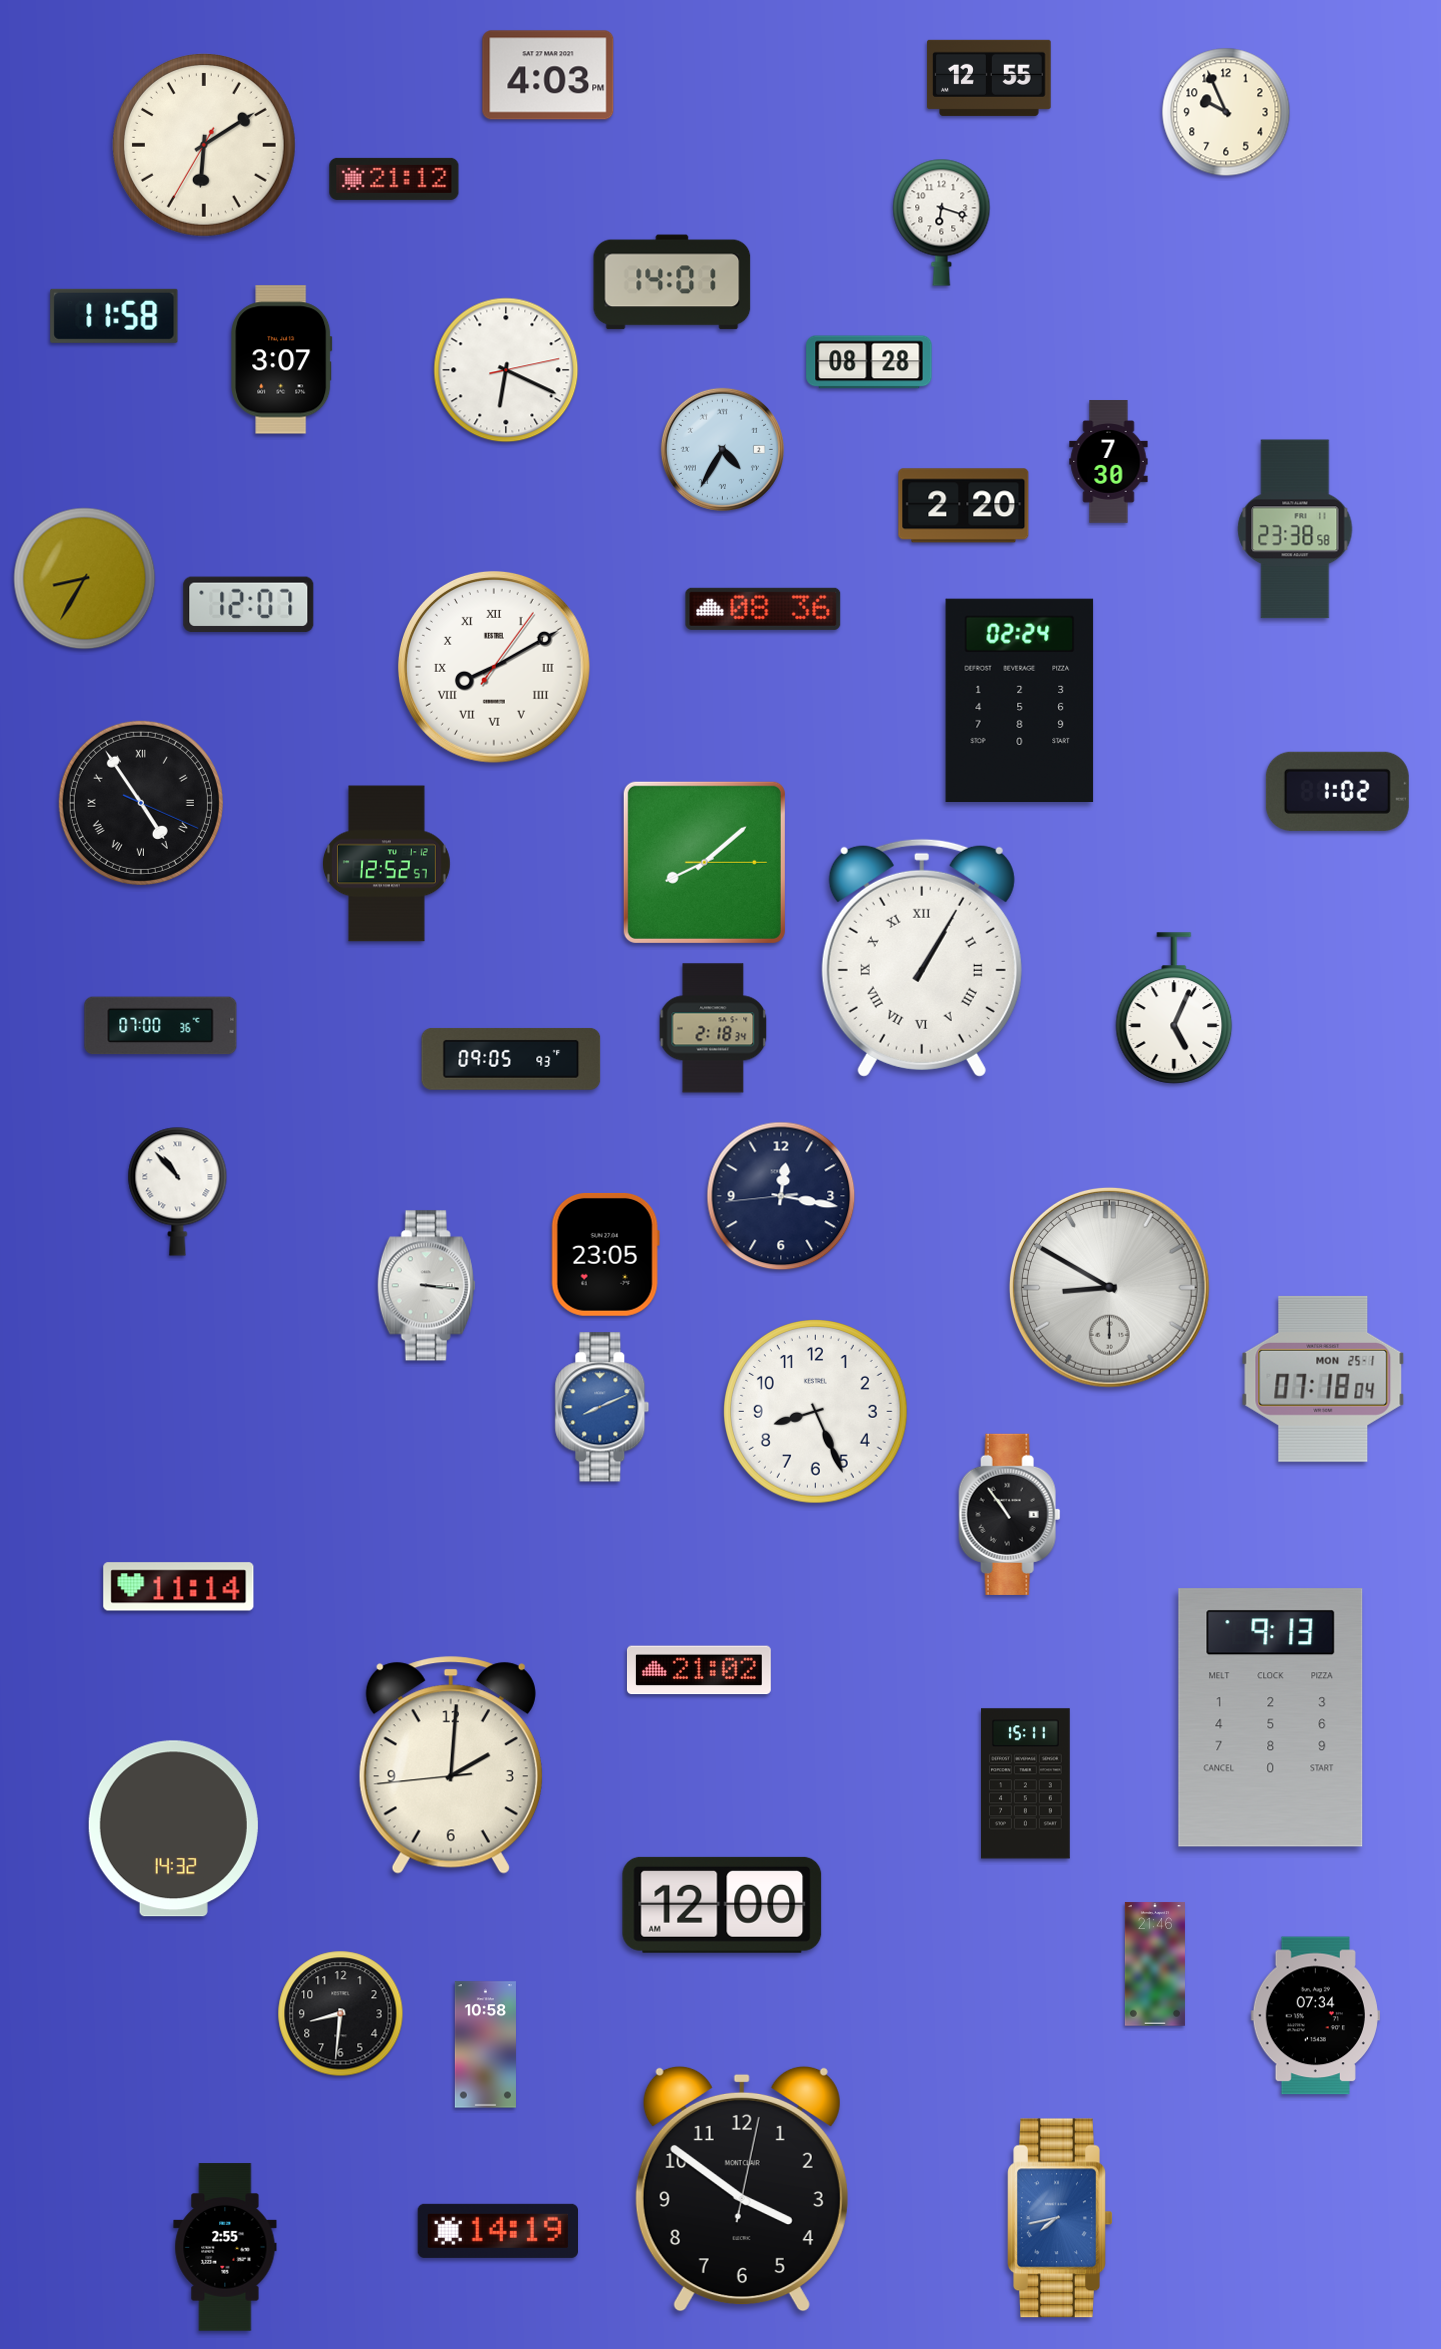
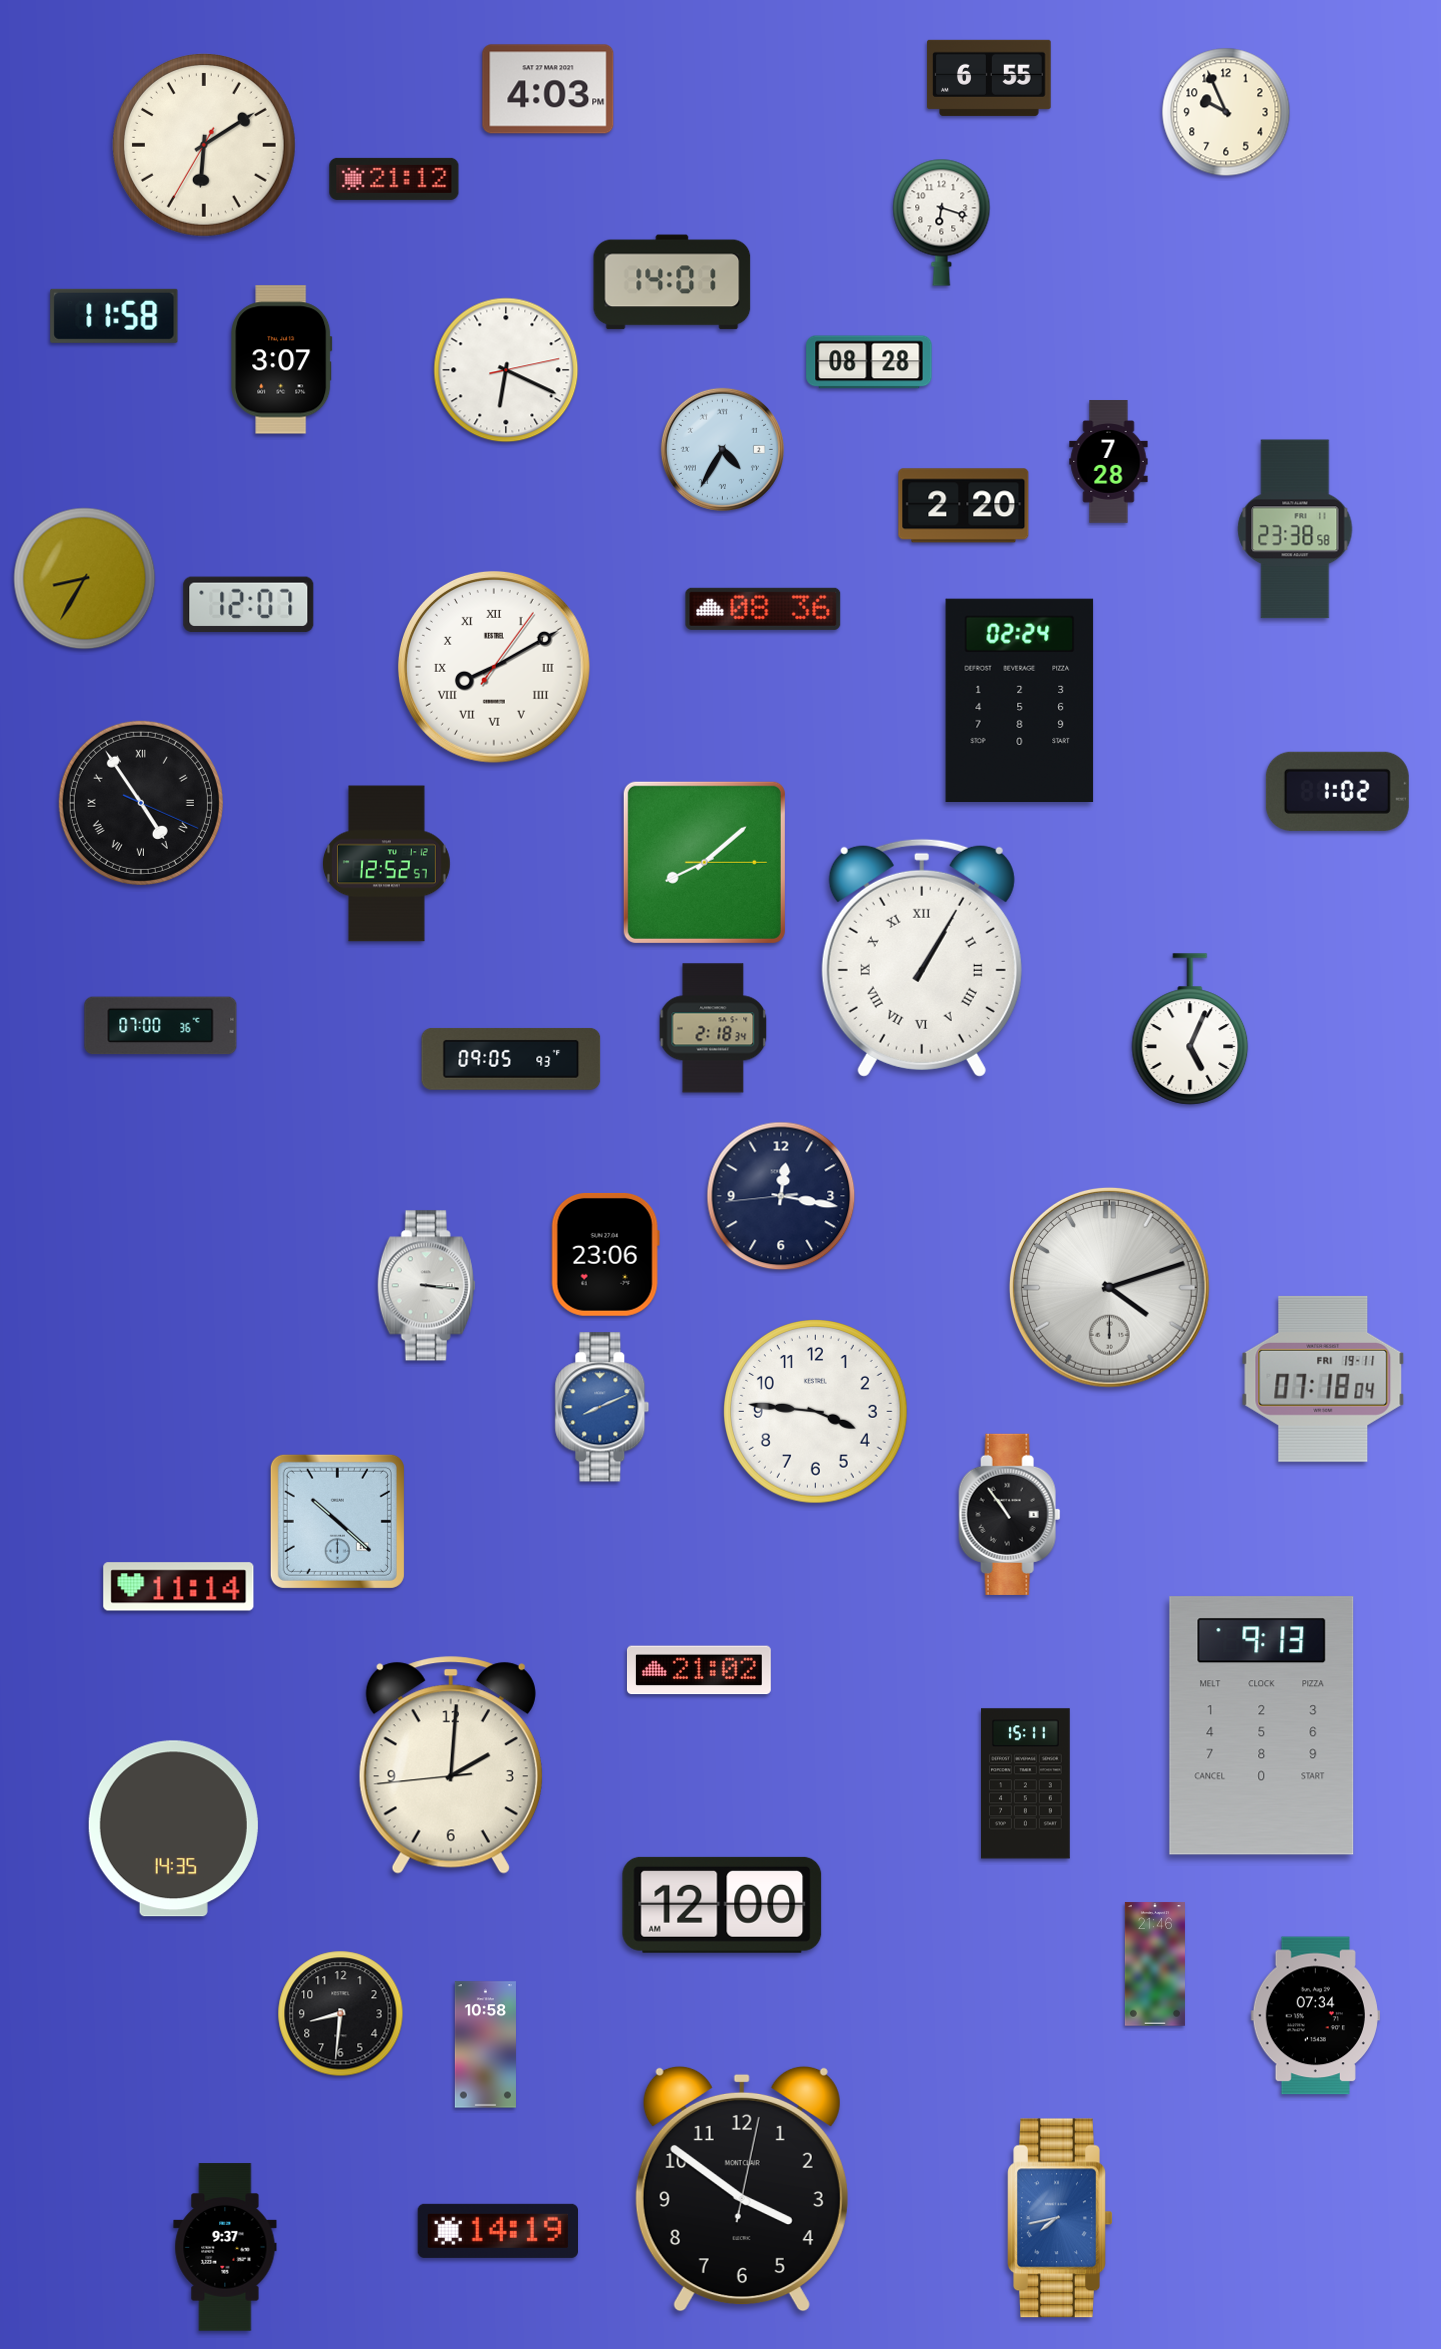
clock at (548, 75) position: (548, 75) -> (548, 89)
clock at (989, 78): 12:55 -> 6:55
clock at (1109, 462): 7:30 -> 7:28
clock at (1174, 1008) position: (1174, 1008) -> (1190, 1029)
clock at (178, 1191): 10:53 -> none
clock at (605, 1254): 23:05 -> 23:06
clock at (1109, 1287): 8:50 -> 4:12
clock at (1323, 1379) date: MON 25-1 -> FRI 19-11
clock at (816, 1412): 8:26 -> 3:46
clock at (337, 1521): none -> 10:22
clock at (1271, 1718) position: (1271, 1718) -> (1262, 1726)
clock at (173, 1829): 14:32 -> 14:35
clock at (225, 2247): 2:55 -> 9:37
